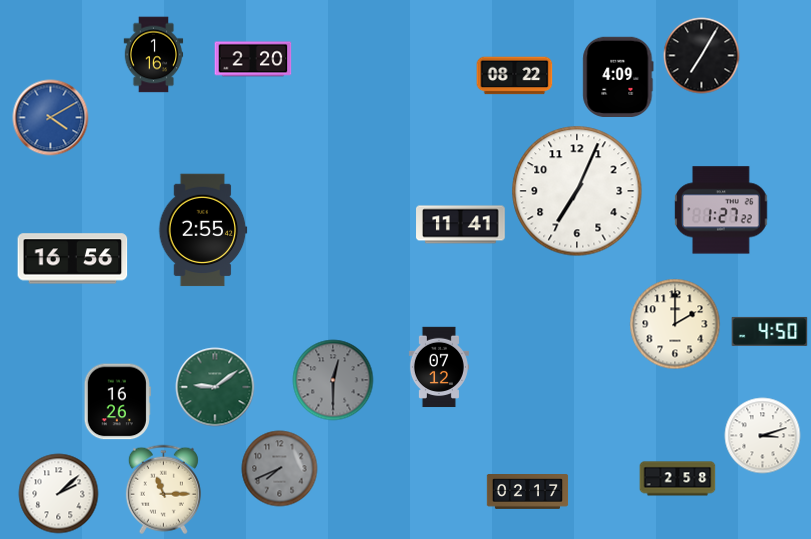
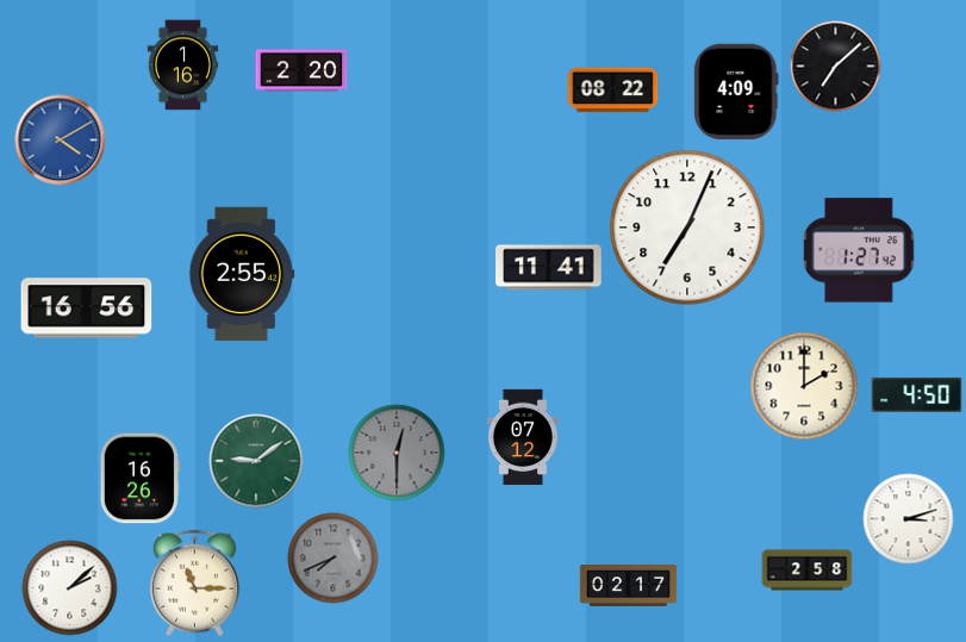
clock at (702, 56): 7:05 -> 7:08
clock at (721, 210): 1:27:22 -> 1:27:42
